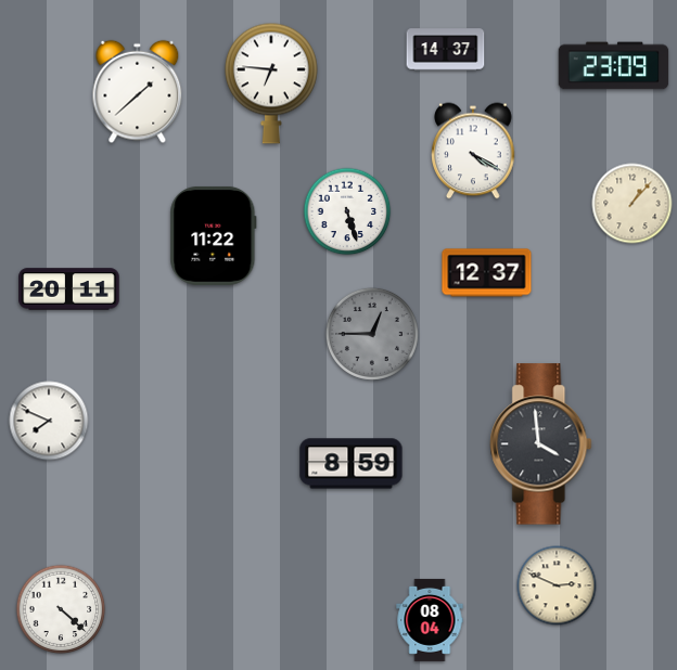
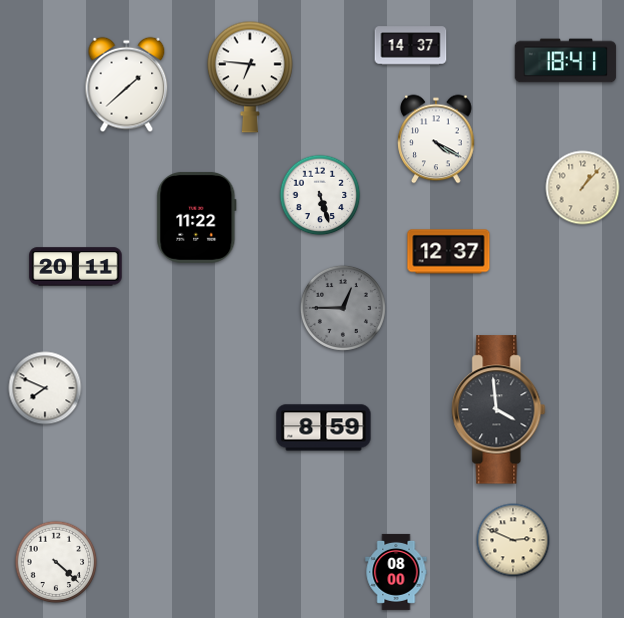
clock at (614, 66): 23:09 -> 18:41
clock at (69, 289) position: (69, 289) -> (76, 267)
clock at (430, 620): 08:04 -> 08:00
